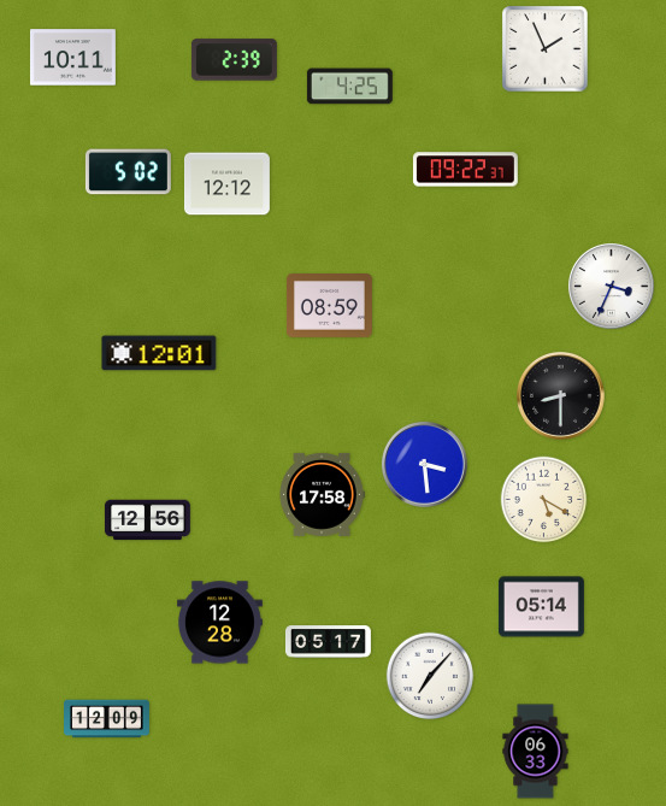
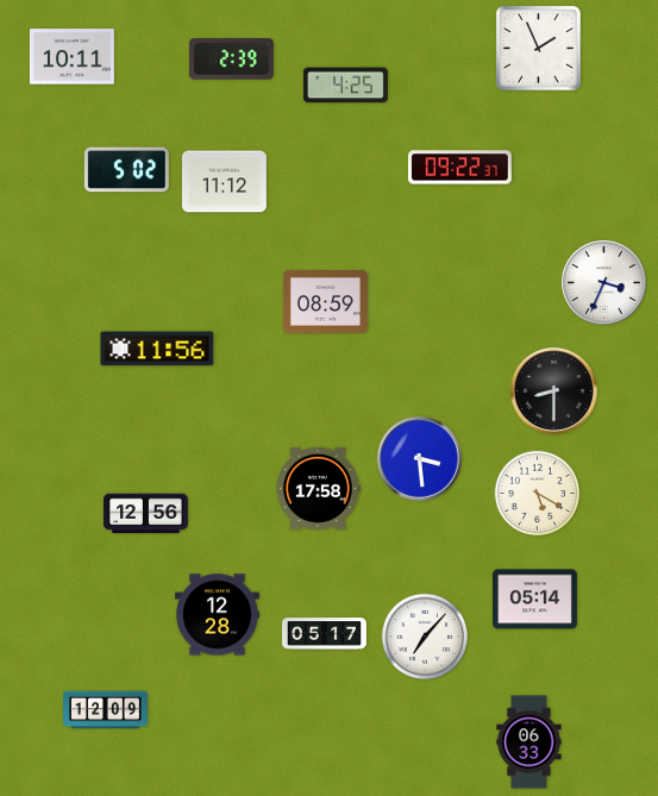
clock at (226, 184): 12:12 -> 11:12
clock at (159, 353): 12:01 -> 11:56
clock at (430, 676) position: (430, 676) -> (425, 637)
